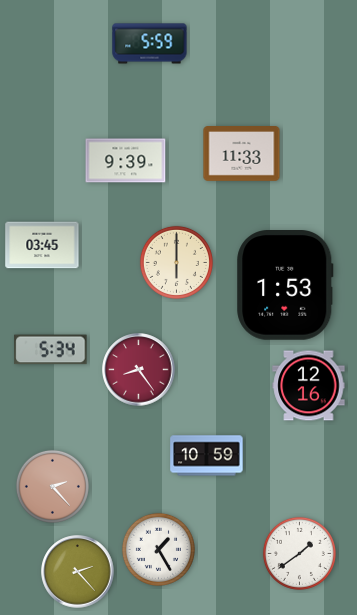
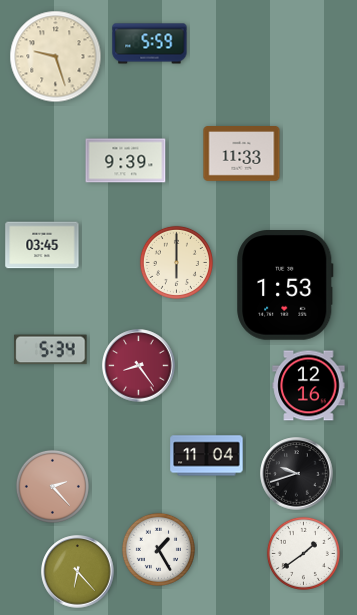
clock at (56, 57): none -> 9:27
clock at (139, 370) position: (139, 370) -> (139, 366)
clock at (207, 456): 10:59 -> 11:04
clock at (297, 474): none -> 9:42
clock at (299, 553) position: (299, 553) -> (303, 553)
clock at (78, 572): 2:23 -> 6:23
